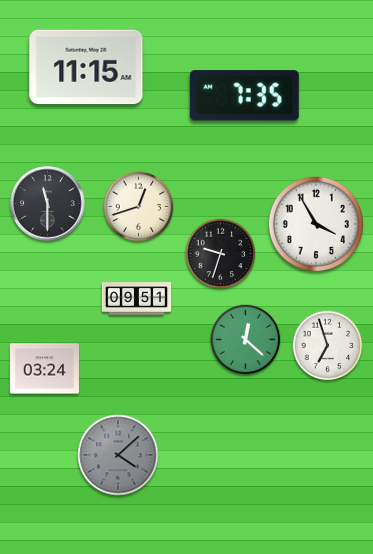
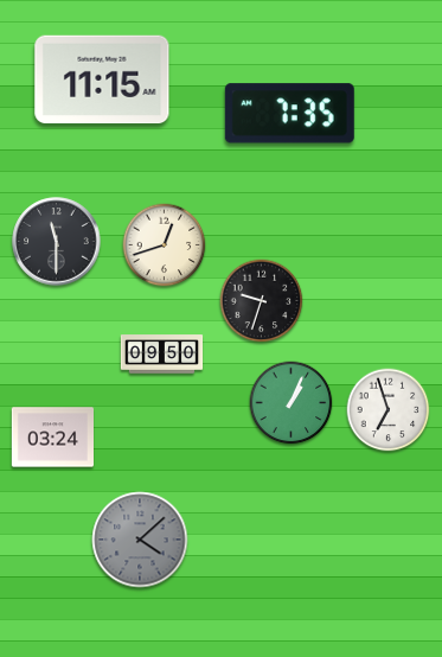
clock at (316, 224): 3:55 -> none
clock at (137, 299): 09:51 -> 09:50
clock at (246, 340): 12:22 -> 1:04
